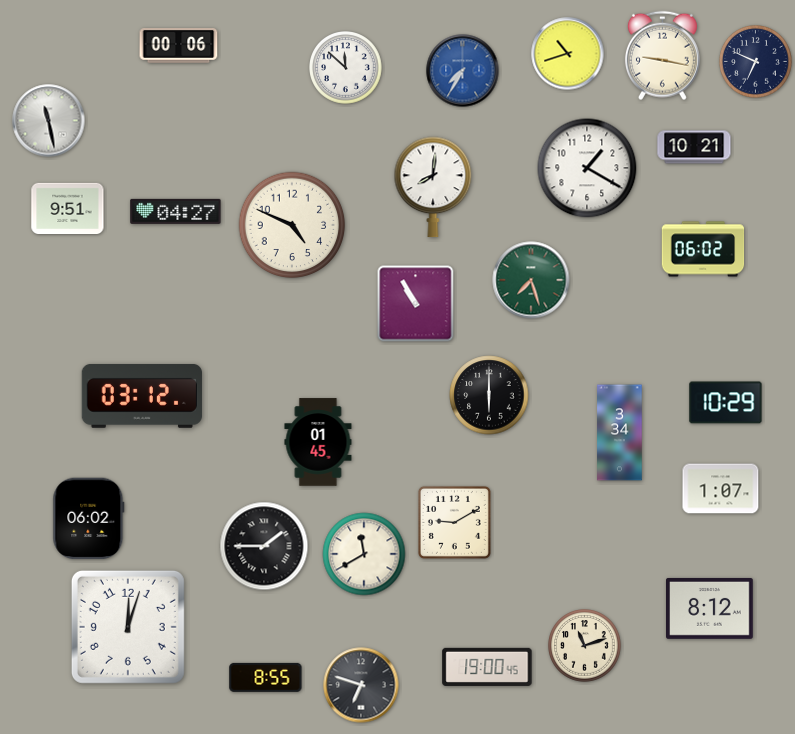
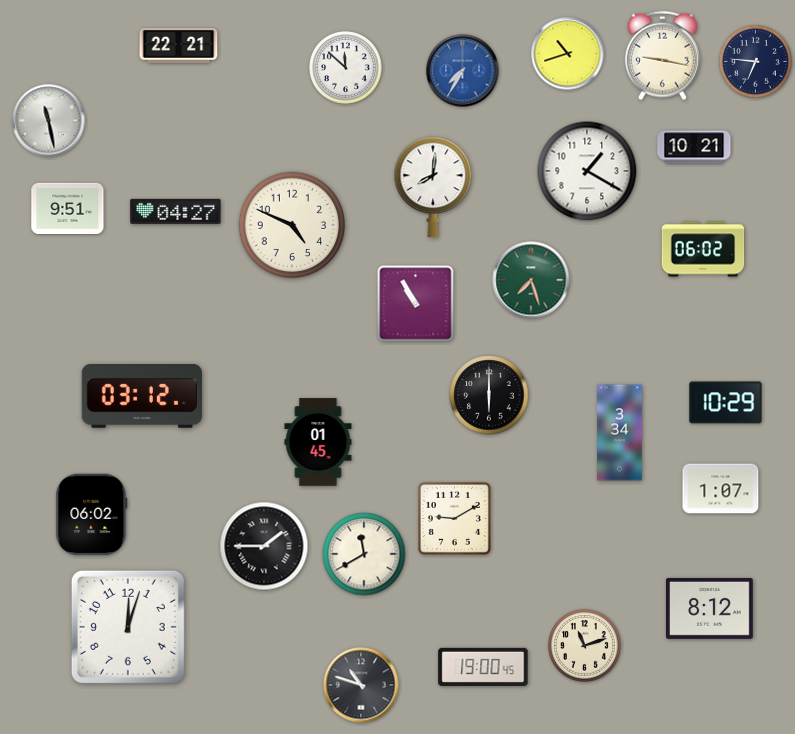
clock at (179, 46): 00:06 -> 22:21
clock at (756, 62): 6:49 -> 6:46
clock at (587, 168) position: (587, 168) -> (587, 171)
clock at (89, 519) position: (89, 519) -> (92, 515)
clock at (454, 522) position: (454, 522) -> (454, 518)
clock at (487, 667) position: (487, 667) -> (483, 667)
clock at (266, 677): 8:55 -> none
clock at (361, 685): 6:48 -> 10:48
